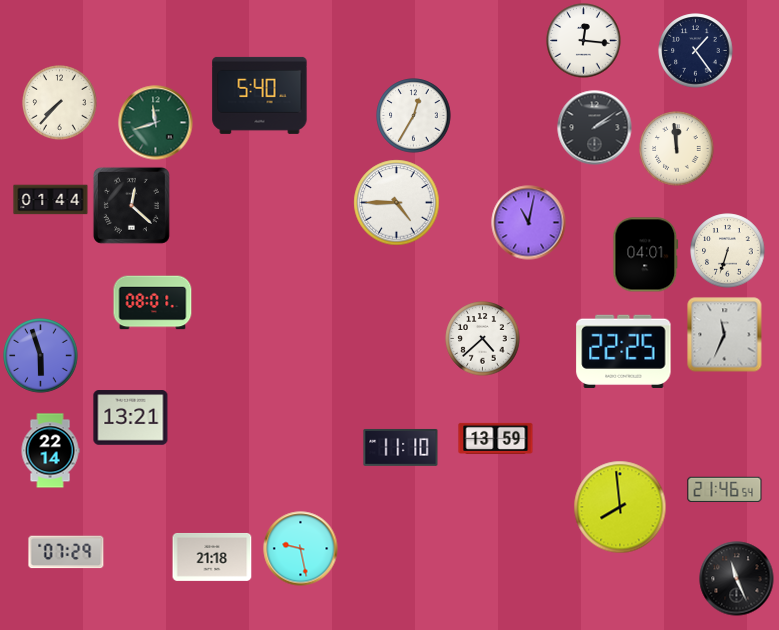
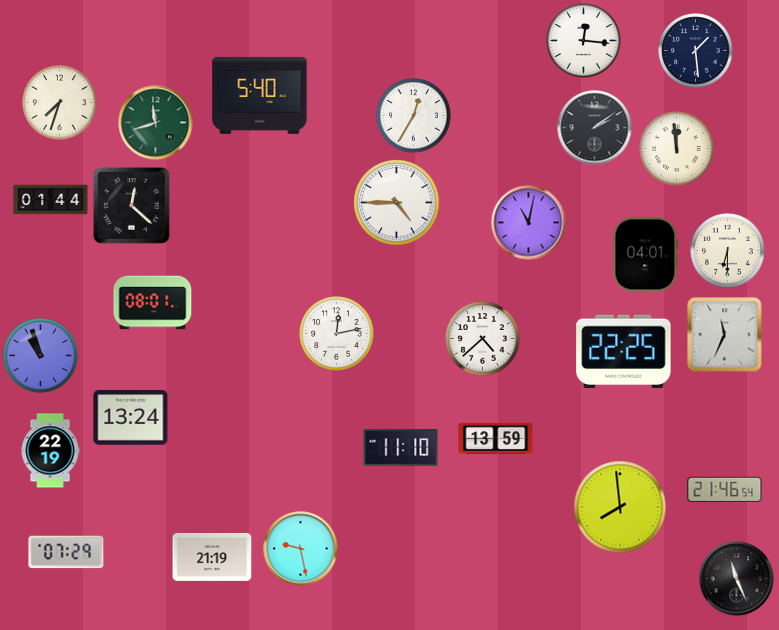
clock at (696, 51): 1:24 -> 1:29
clock at (60, 103): 7:37 -> 7:33
clock at (728, 251): 6:33 -> 6:30
clock at (337, 334): none -> 12:13
clock at (41, 356): 5:57 -> 10:57
clock at (131, 418): 13:21 -> 13:24
clock at (50, 451): 22:14 -> 22:19
clock at (212, 557): 21:18 -> 21:19
